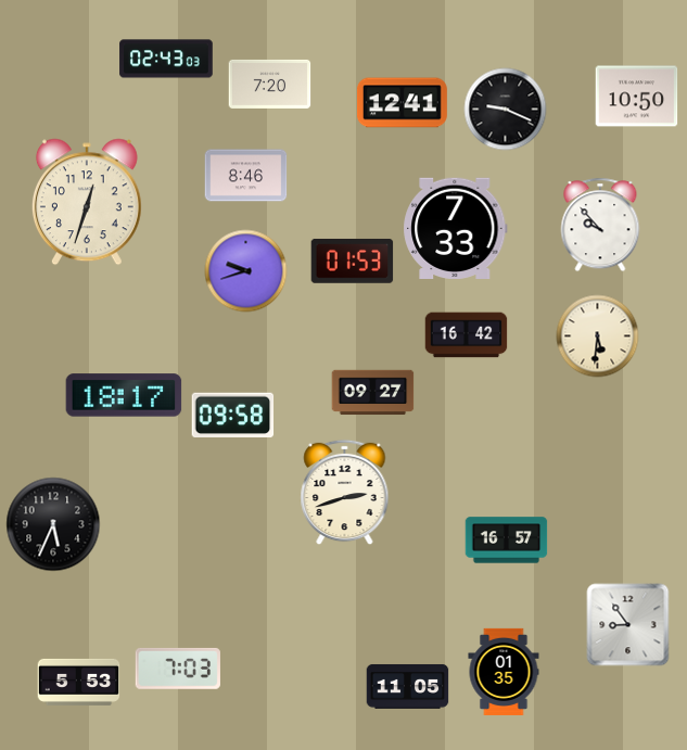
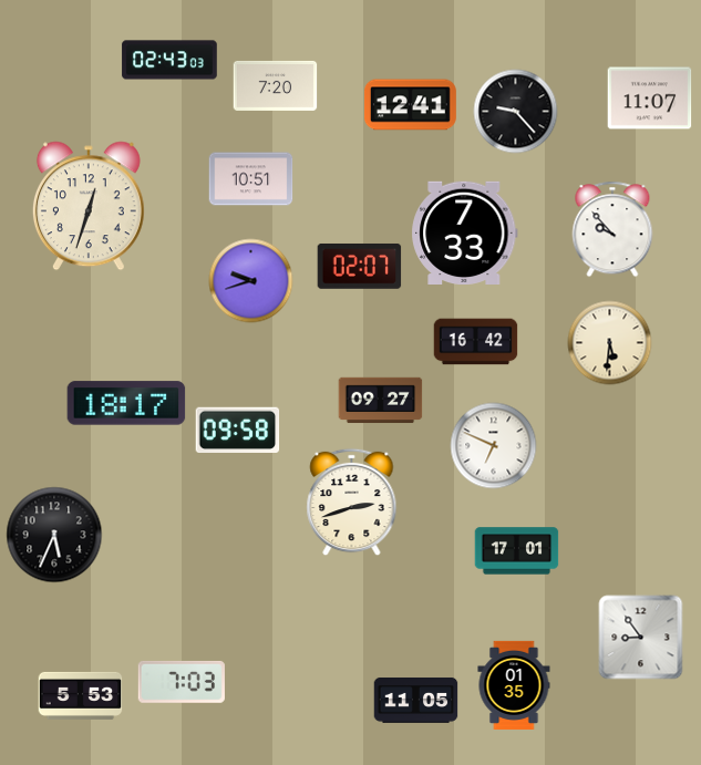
clock at (637, 97): 10:50 -> 11:07
clock at (506, 110): 9:19 -> 9:23
clock at (246, 176): 8:46 -> 10:51
clock at (353, 260): 01:53 -> 02:07
clock at (246, 271) position: (246, 271) -> (251, 281)
clock at (233, 415) position: (233, 415) -> (238, 430)
clock at (494, 446): none -> 6:49
clock at (507, 541): 16:57 -> 17:01
